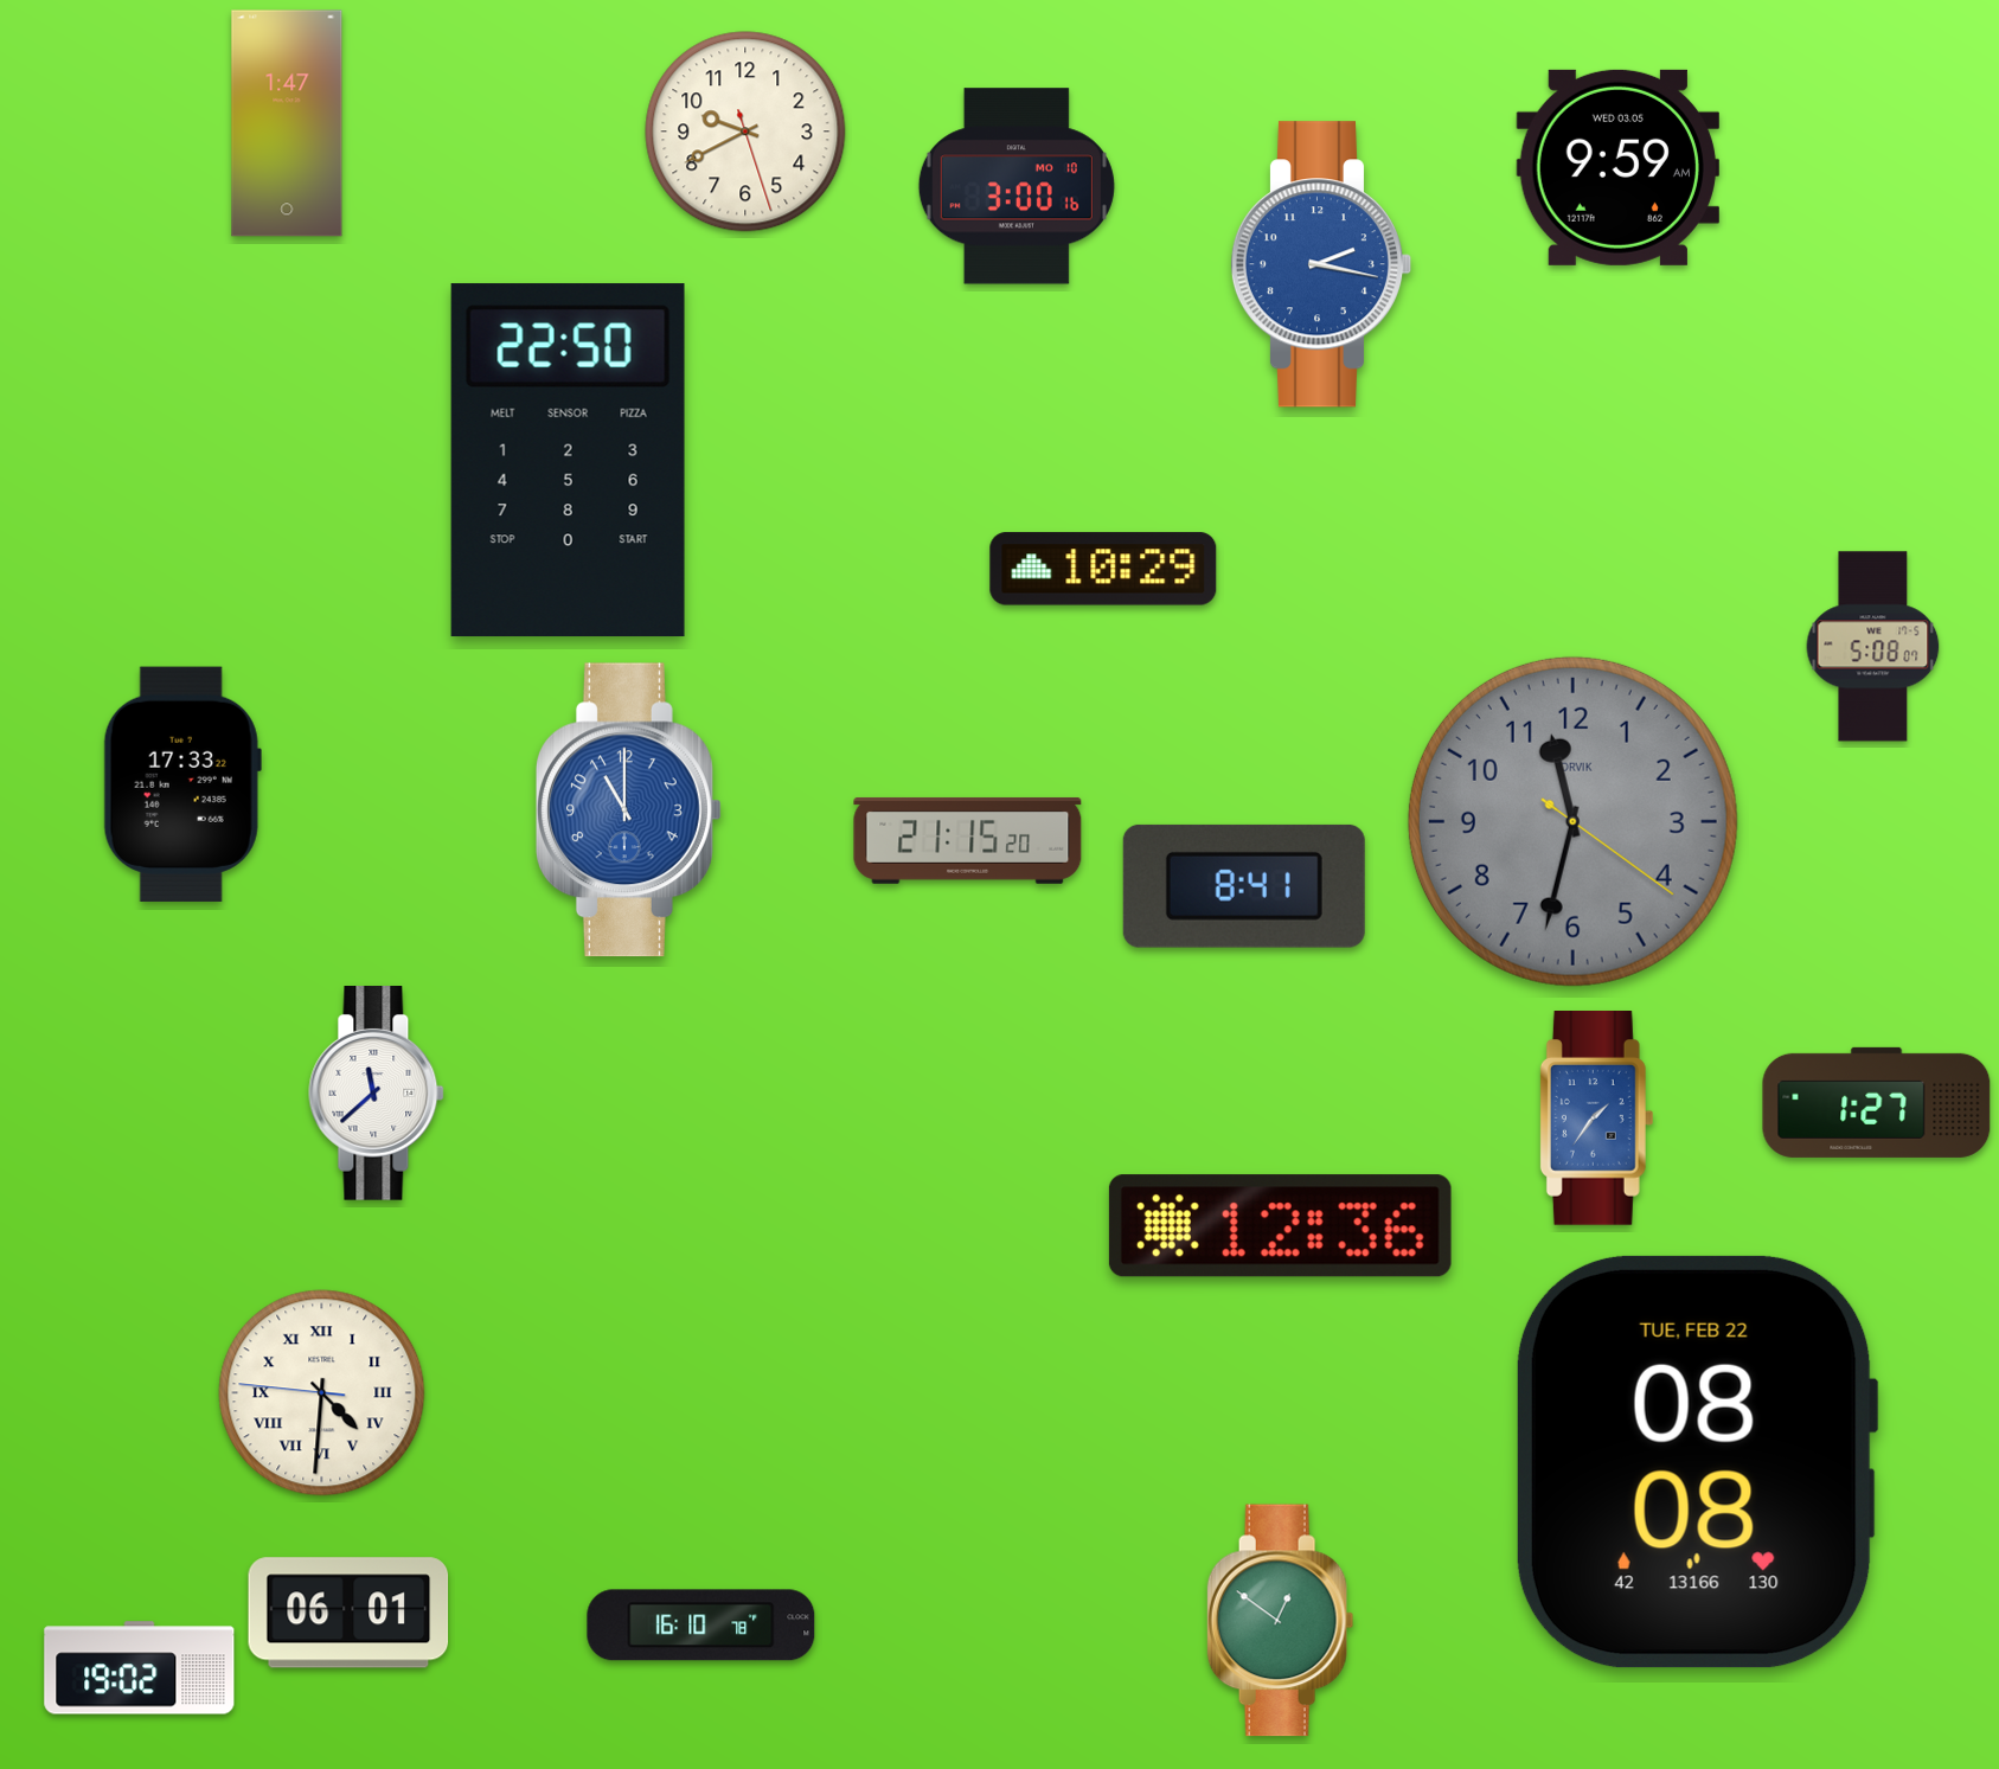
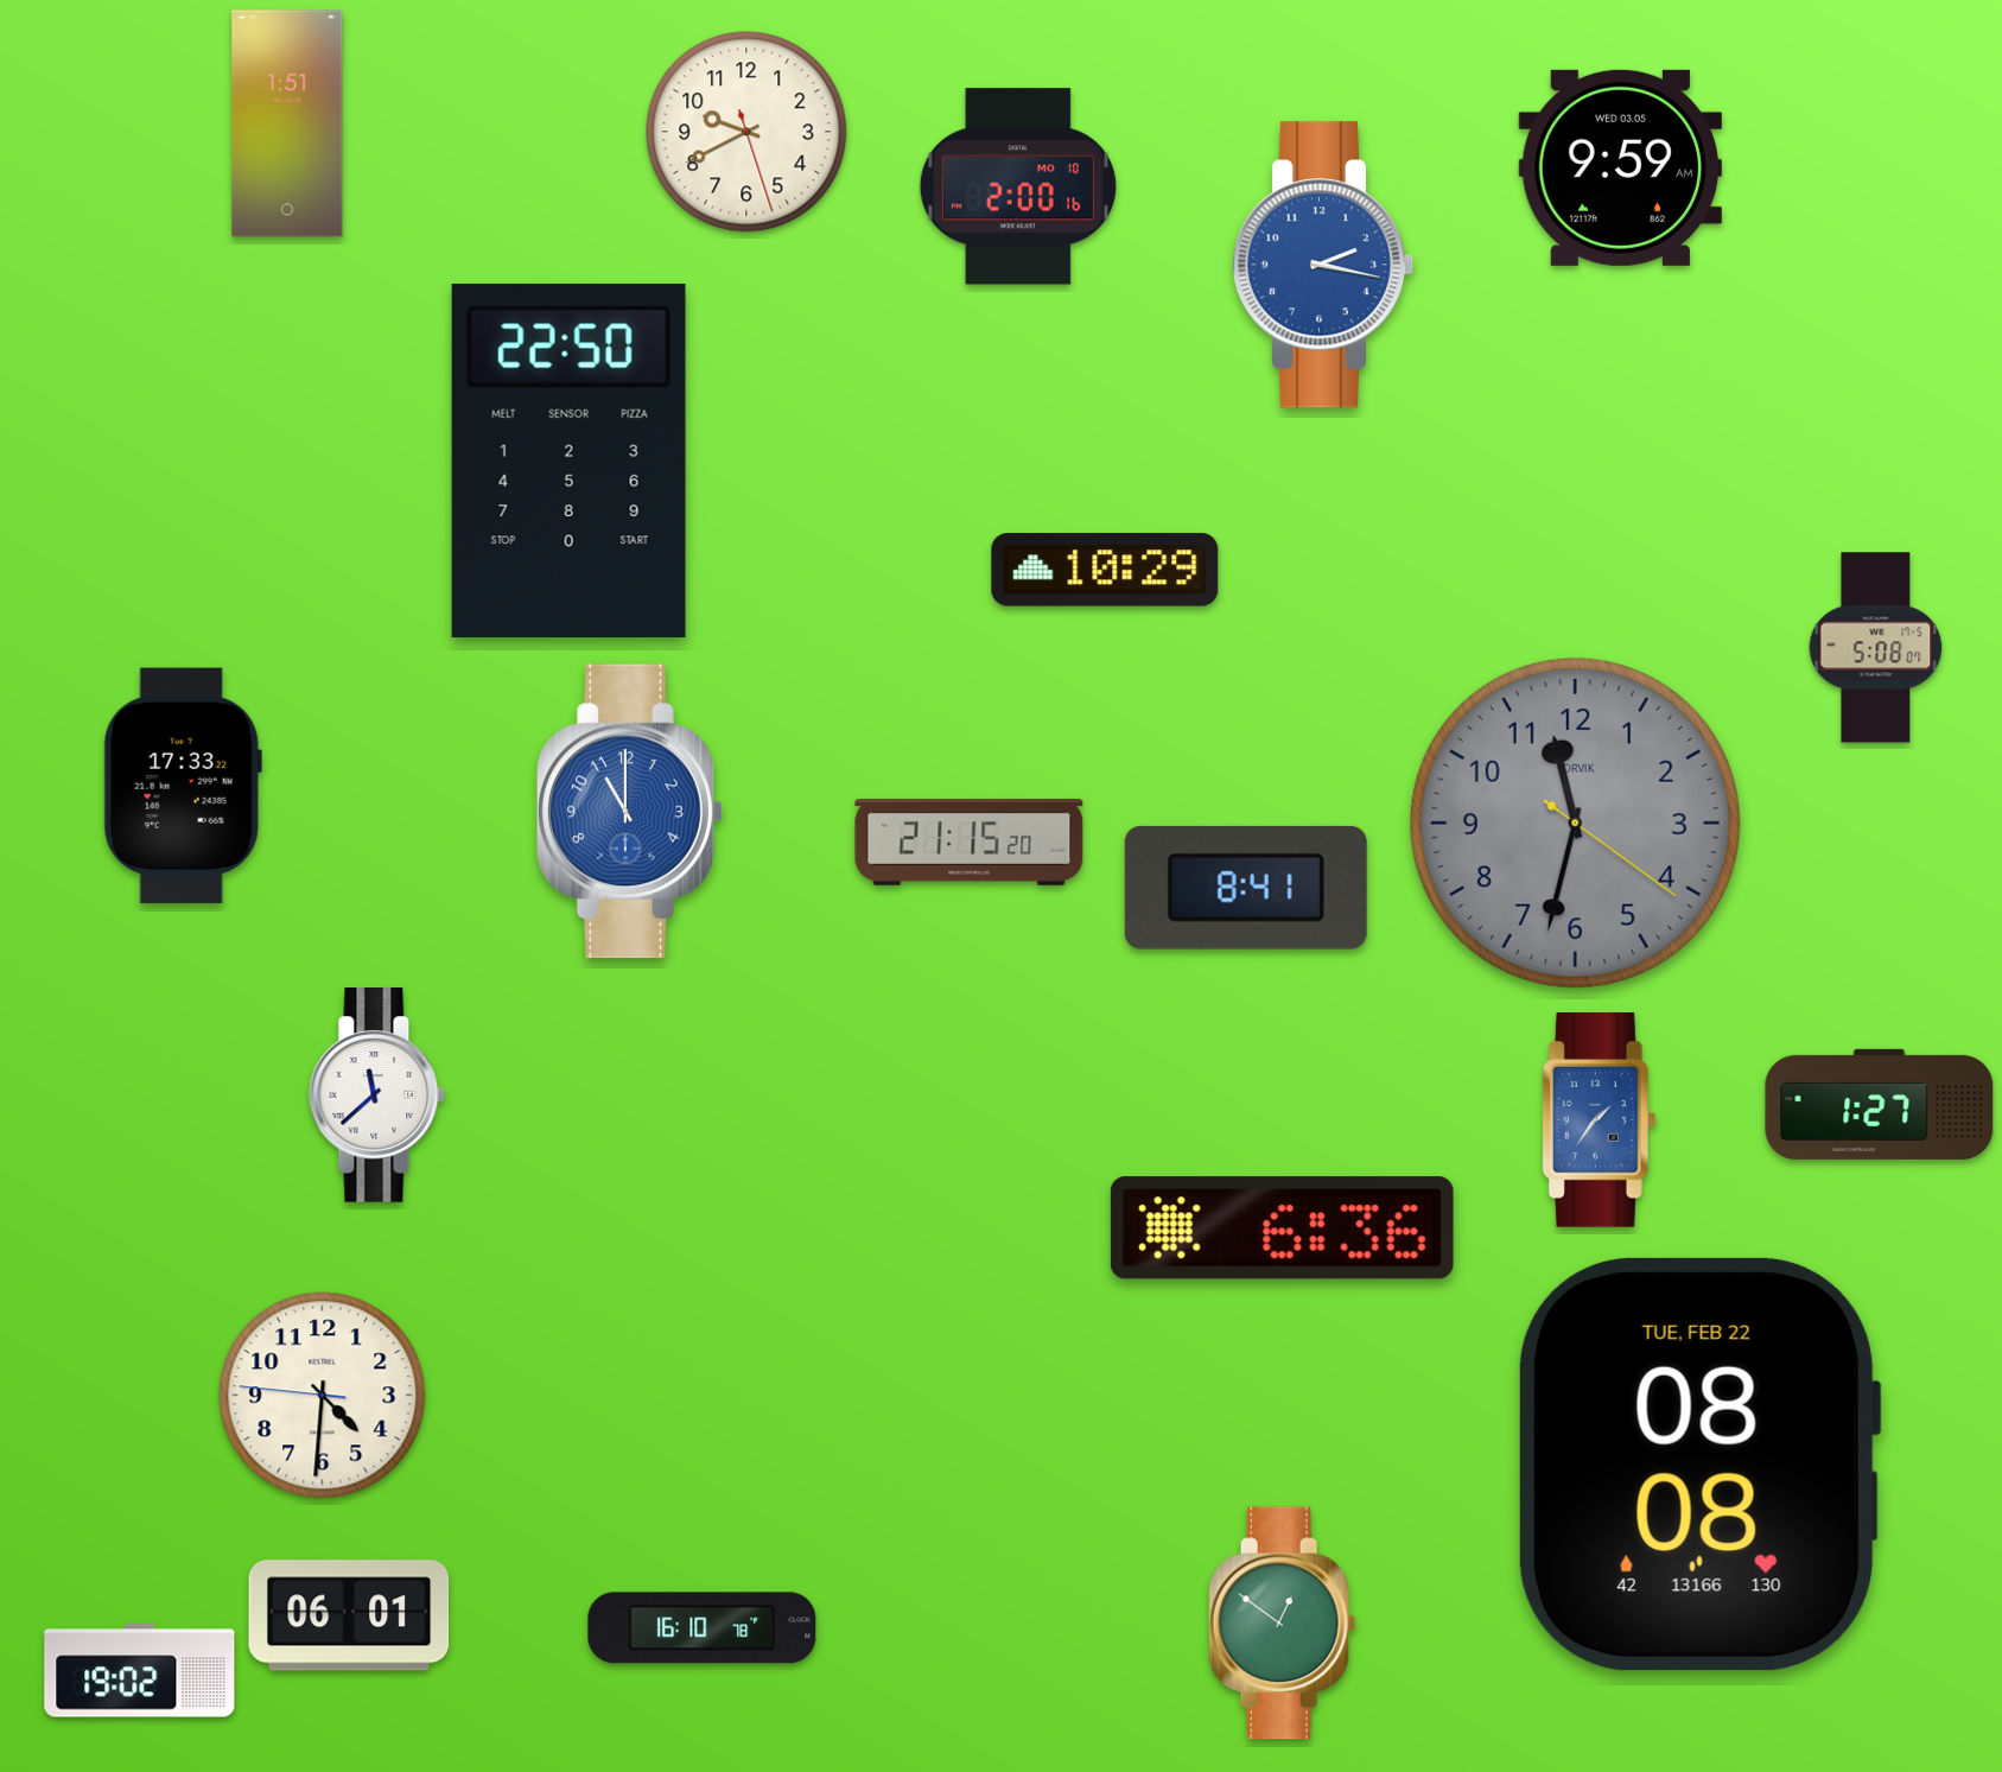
clock at (287, 123): 1:47 -> 1:51
clock at (1017, 186): 3:00 -> 2:00
clock at (1280, 1226): 12:36 -> 6:36
clock at (322, 1393) numerals: Roman -> Arabic
